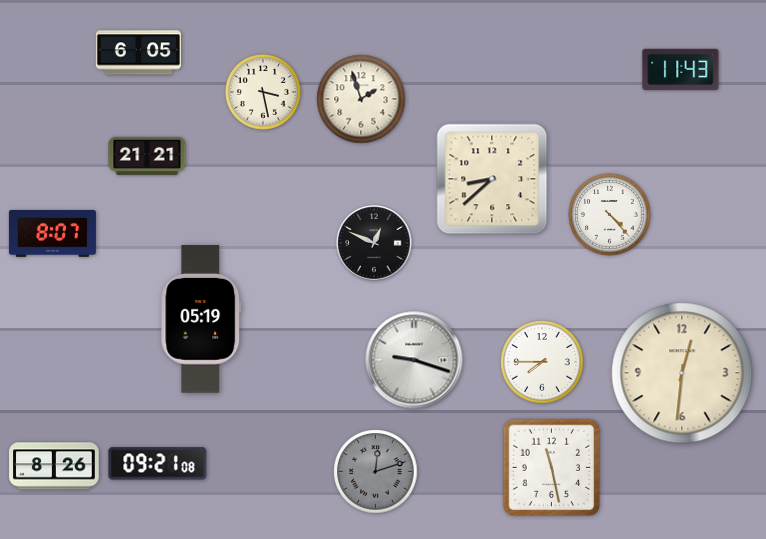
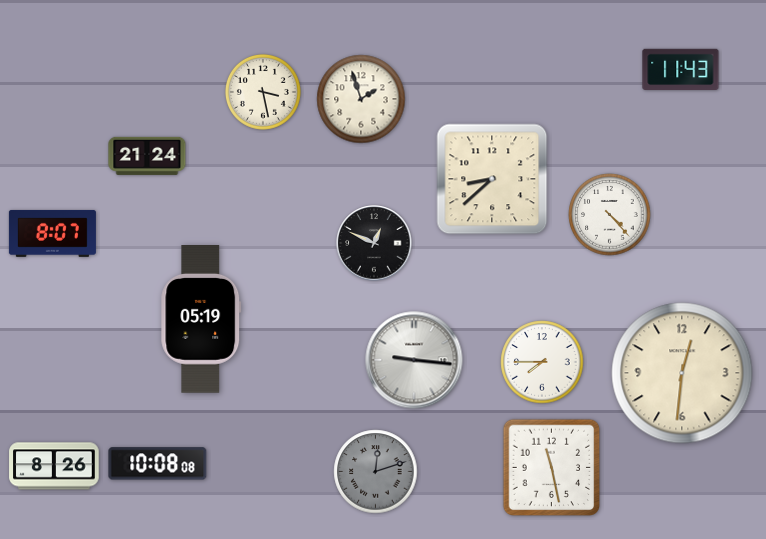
clock at (139, 53): 6:05 -> none
clock at (147, 156): 21:21 -> 21:24
clock at (414, 360): 9:18 -> 9:16
clock at (158, 464): 09:21 -> 10:08
